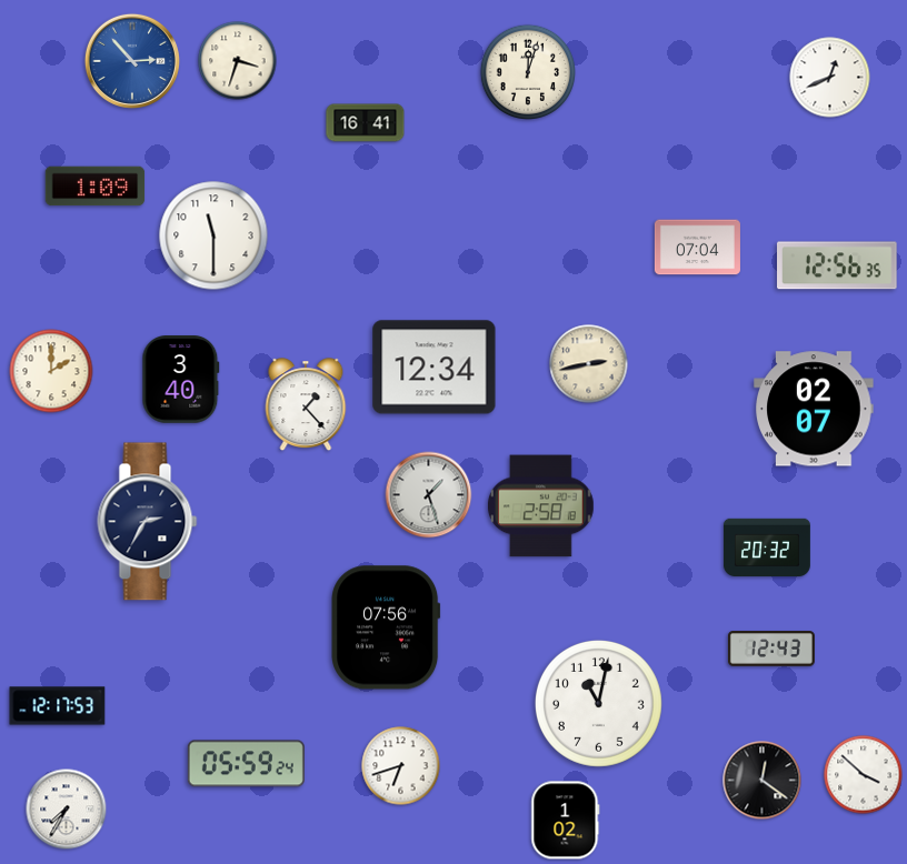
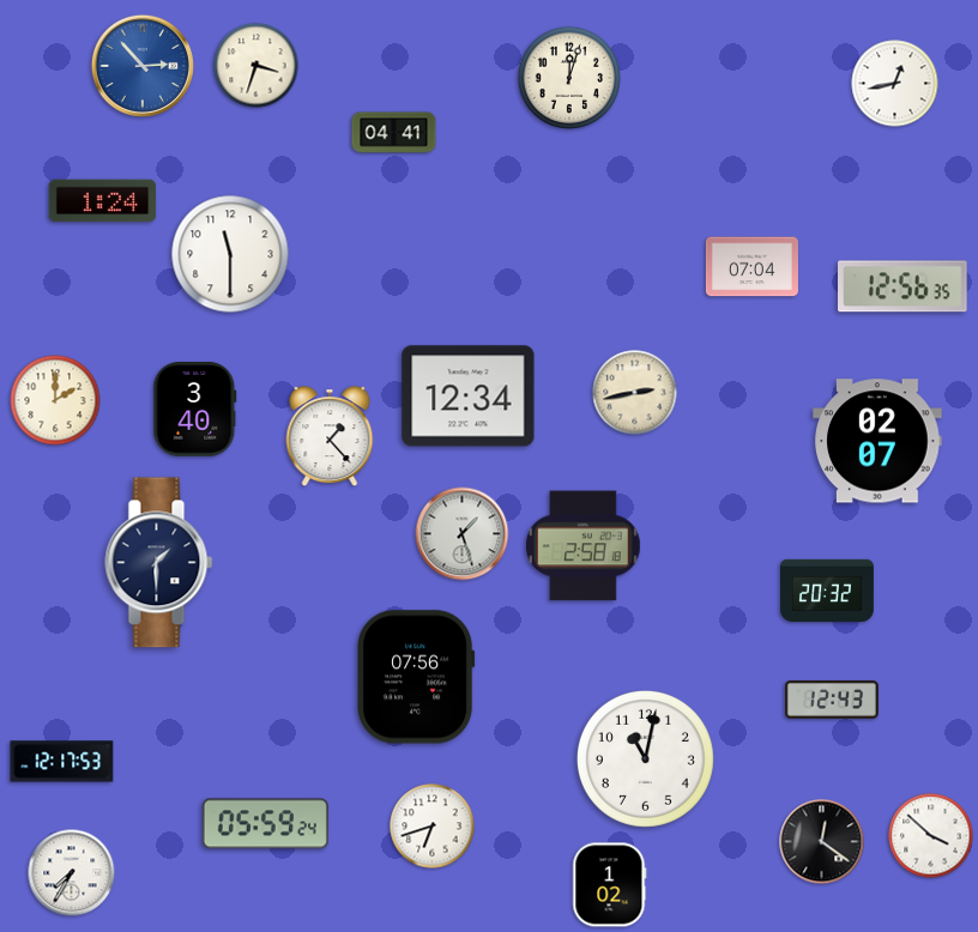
clock at (830, 78): 12:41 -> 12:43
clock at (366, 123): 16:41 -> 04:41
clock at (96, 187): 1:09 -> 1:24
clock at (148, 522): 2:35 -> 1:30
